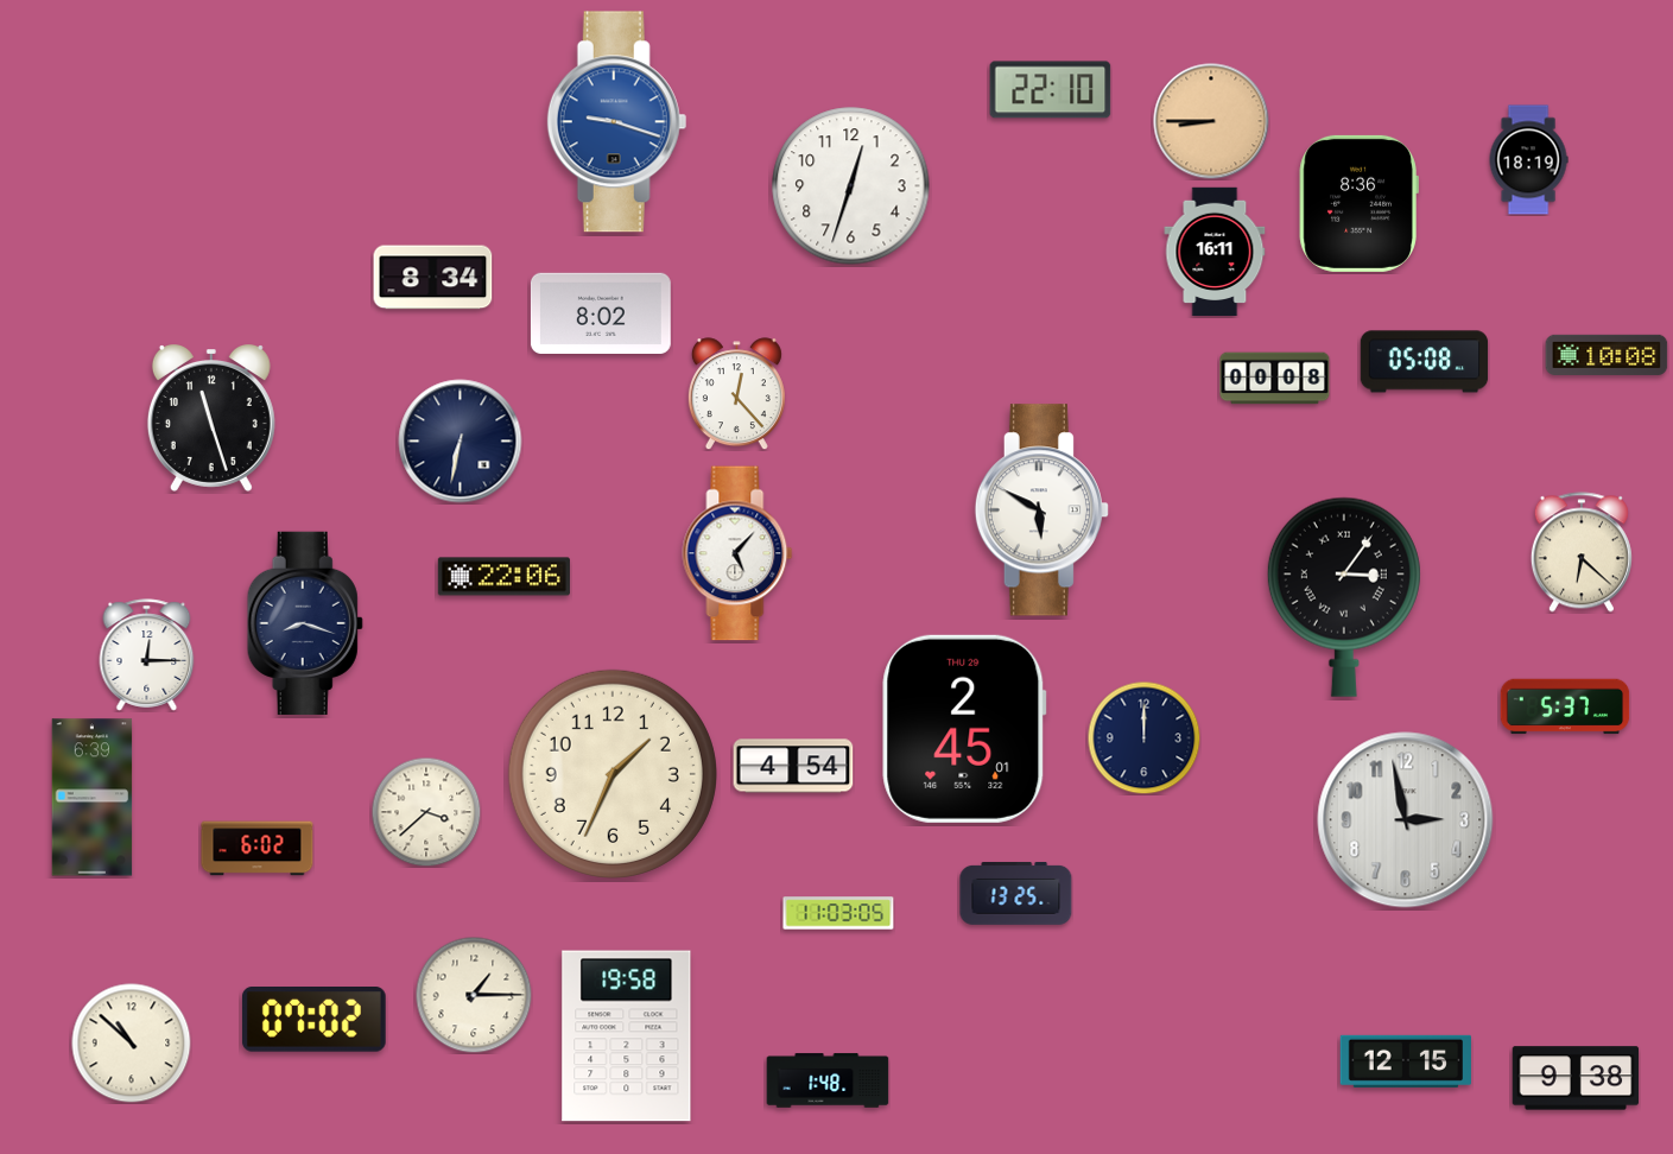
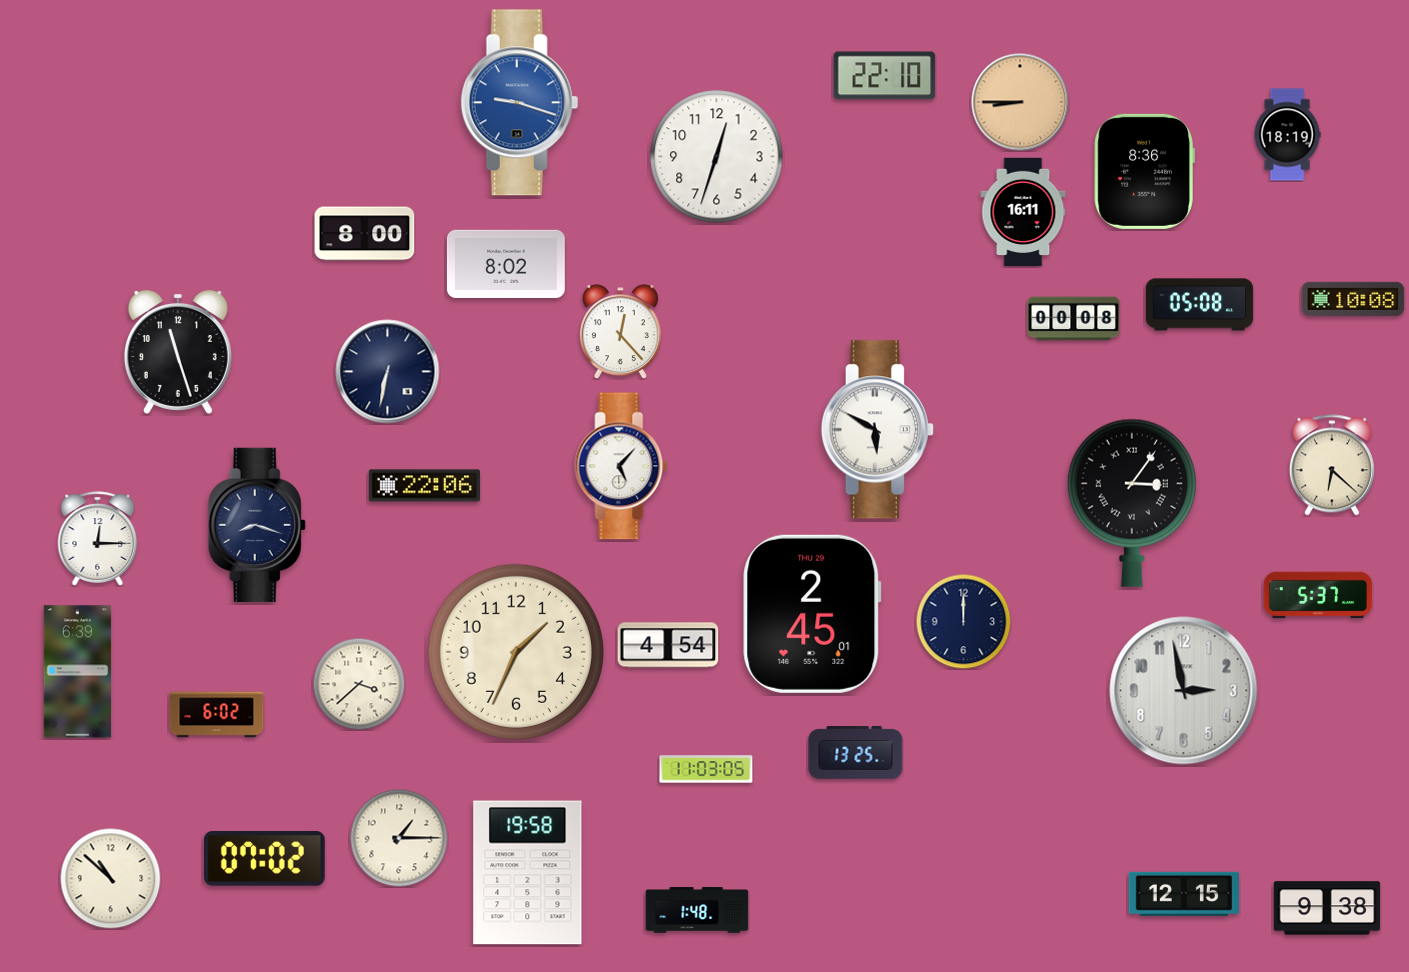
clock at (433, 278): 8:34 -> 8:00
clock at (147, 655) position: (147, 655) -> (98, 539)
